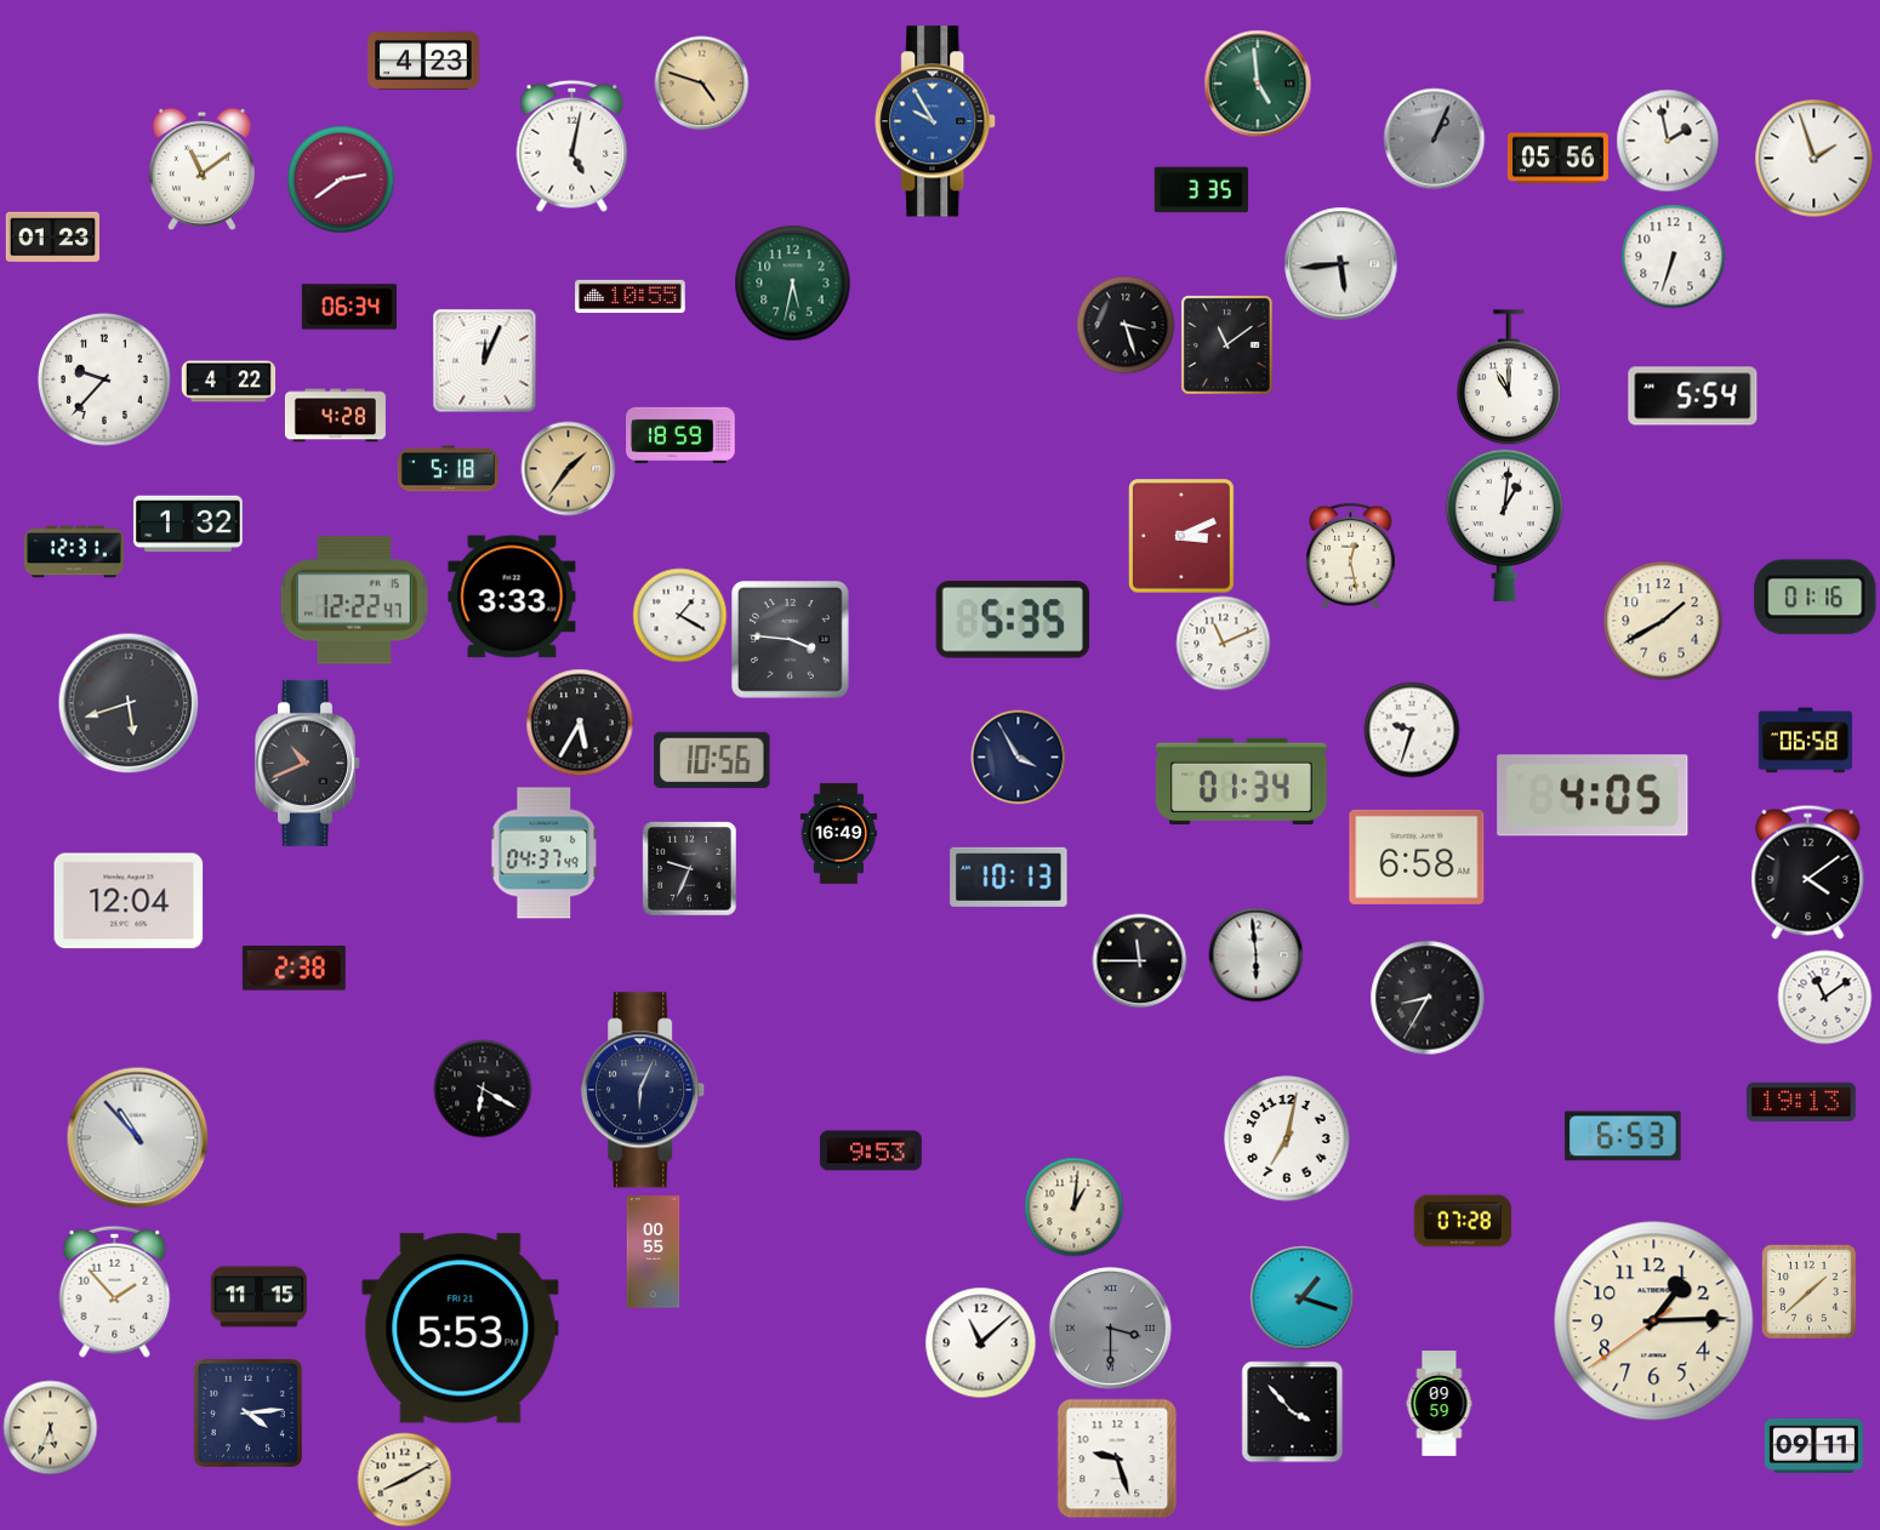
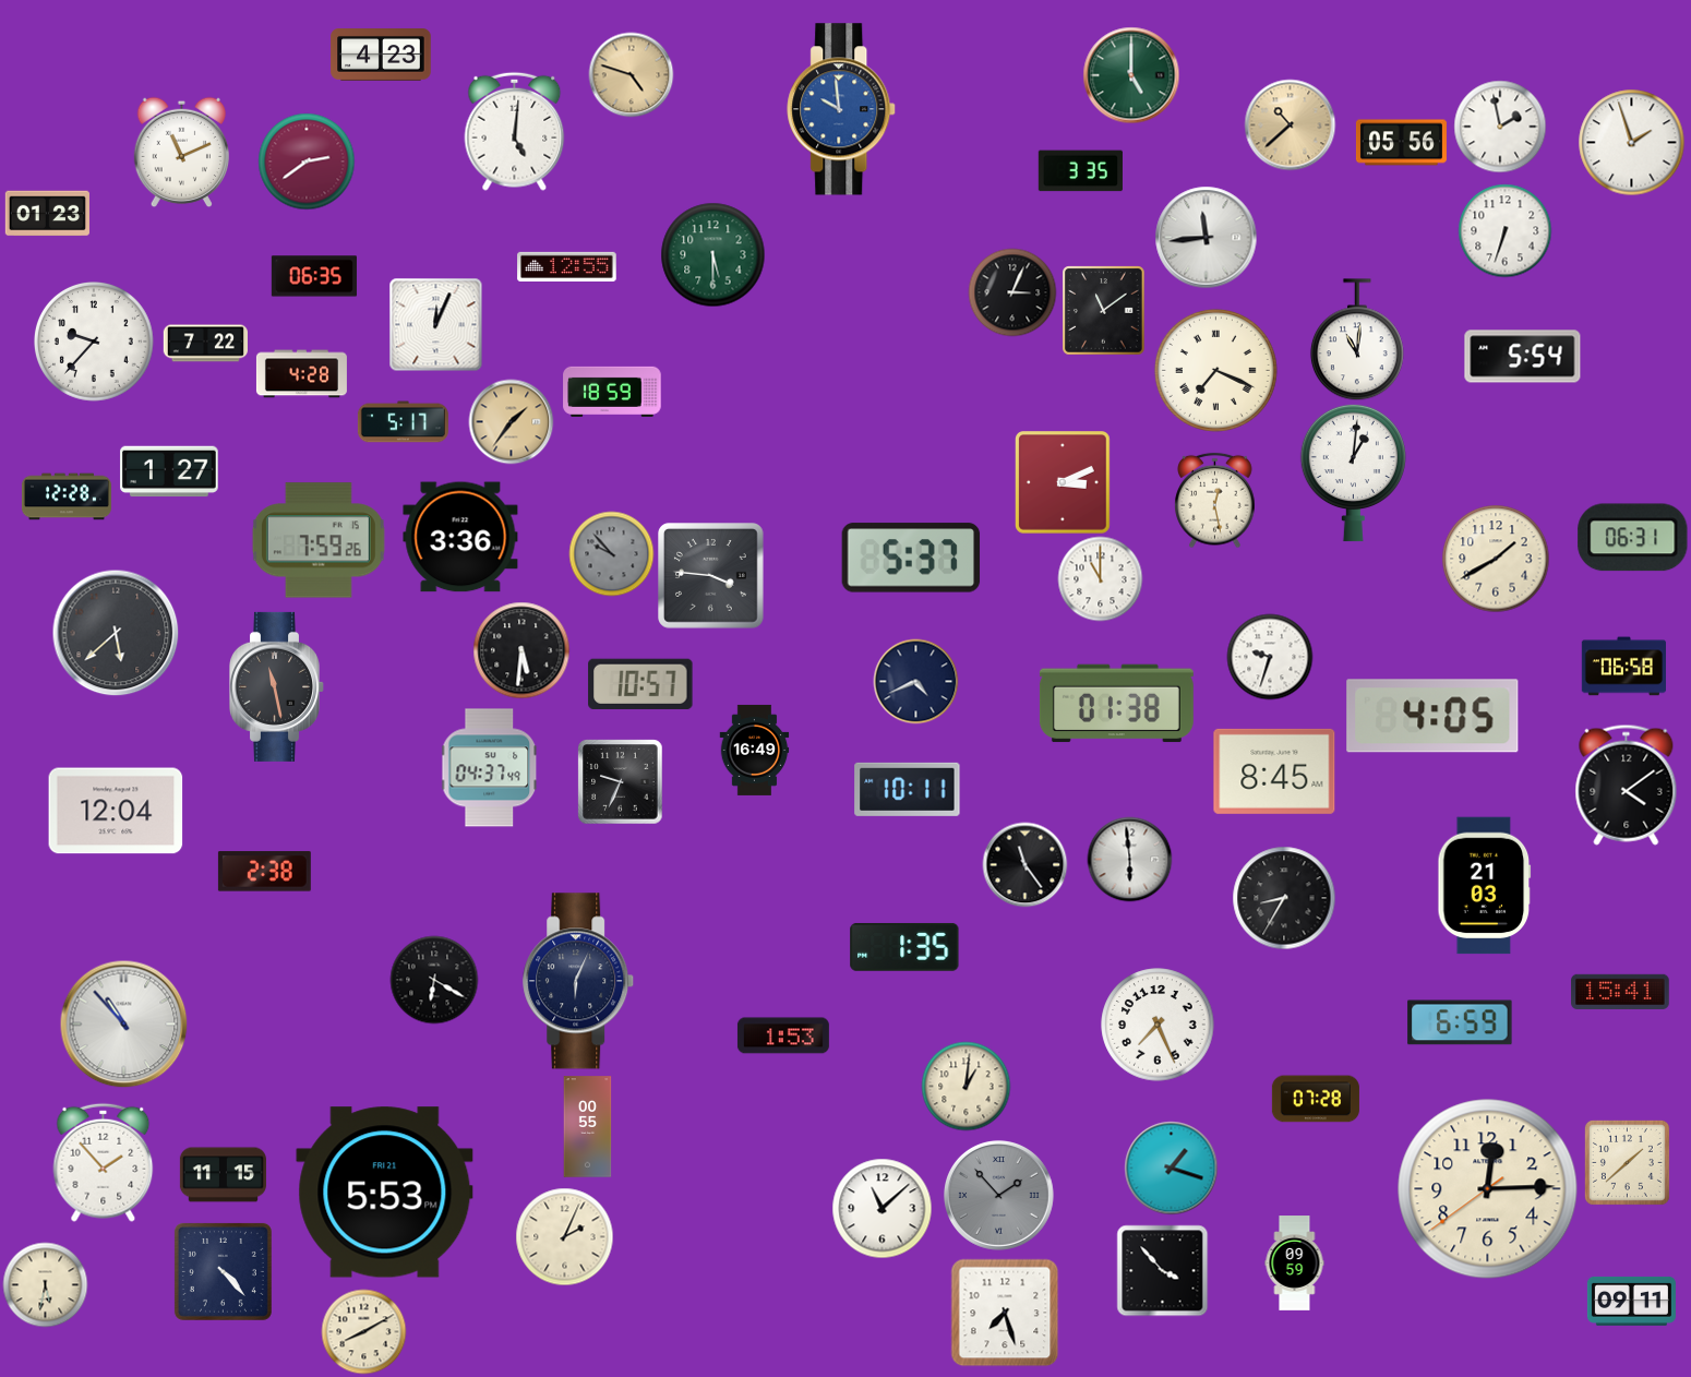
clock at (1258, 84): 4:59 -> 5:00
clock at (936, 121): 9:55 -> 9:59
clock at (1434, 138): 1:04 -> 10:38
clock at (1434, 138) dial: grey -> champagne
clock at (572, 145): 5:02 -> 5:01
clock at (201, 169): 11:09 -> 11:11
clock at (1340, 263): 5:44 -> 11:44
clock at (792, 282): 5:32 -> 5:30
clock at (631, 296): 10:55 -> 12:55
clock at (349, 307): 06:34 -> 06:35
clock at (1126, 325): 3:27 -> 3:04
clock at (1509, 377): 11:00 -> 11:01
clock at (228, 382): 4:22 -> 7:22
clock at (1215, 370): none -> 7:19
clock at (448, 469): 5:18 -> 5:17
clock at (188, 524): 1:32 -> 1:27
clock at (74, 552): 12:31 -> 12:28
clock at (512, 596): 3:33 -> 3:36
clock at (1816, 598): 01:16 -> 06:31
clock at (354, 600): 12:22 -> 7:59
clock at (679, 615): 1:20 -> 9:53
clock at (679, 615) dial: white -> grey
clock at (1013, 620): 5:35 -> 5:37
clock at (1223, 643): 11:11 -> 11:00
clock at (129, 703): 5:42 -> 5:38
clock at (580, 723): 5:35 -> 5:31
clock at (1018, 757): 3:55 -> 4:41
clock at (712, 760): 10:56 -> 10:57
clock at (308, 763): 10:41 -> 11:28
clock at (1241, 782): 01:34 -> 01:38
clock at (1417, 857): 6:58 -> 8:45
clock at (1009, 877): 10:13 -> 10:11
clock at (1139, 960): 11:45 -> 11:24
clock at (1485, 886): none -> 21:03
clock at (1824, 997): 11:09 -> none
clock at (904, 947): none -> 1:35
clock at (1801, 1102): 19:13 -> 15:41
clock at (1623, 1136): 6:53 -> 6:59
clock at (1287, 1138): 7:02 -> 7:26
clock at (871, 1151): 9:53 -> 1:53
clock at (258, 1297) position: (258, 1297) -> (223, 1175)
clock at (1654, 1321): 1:14 -> 12:14
clock at (1110, 1328): 3:30 -> 1:53
clock at (461, 1329) position: (461, 1329) -> (385, 1193)
clock at (564, 1236): none -> 2:04
clock at (247, 1412): 4:14 -> 4:23
clock at (50, 1427): 5:34 -> 5:32
clock at (1117, 1458): 9:27 -> 7:27
